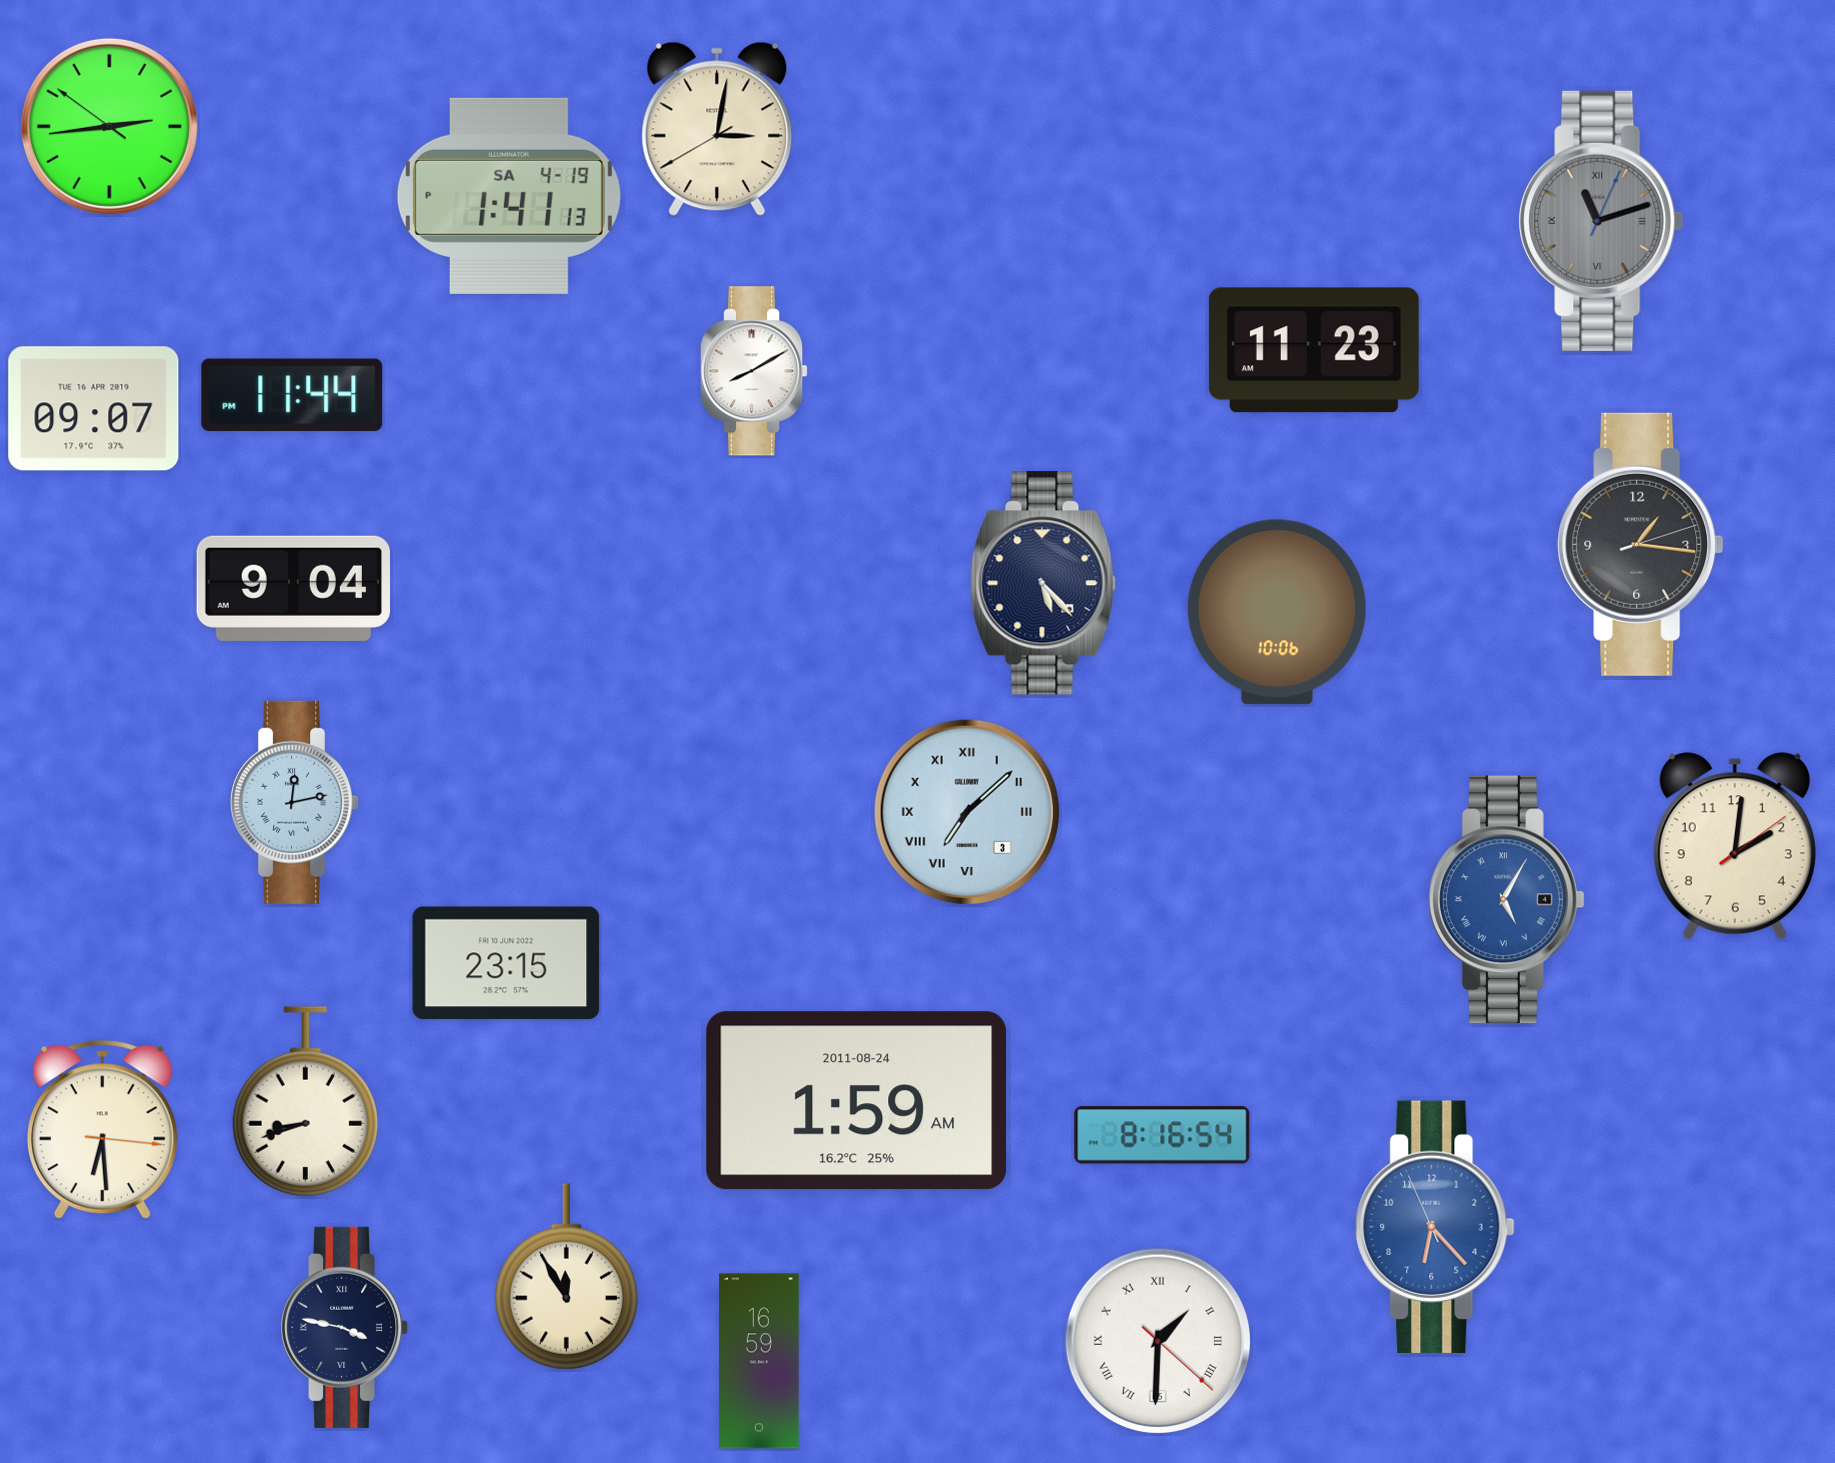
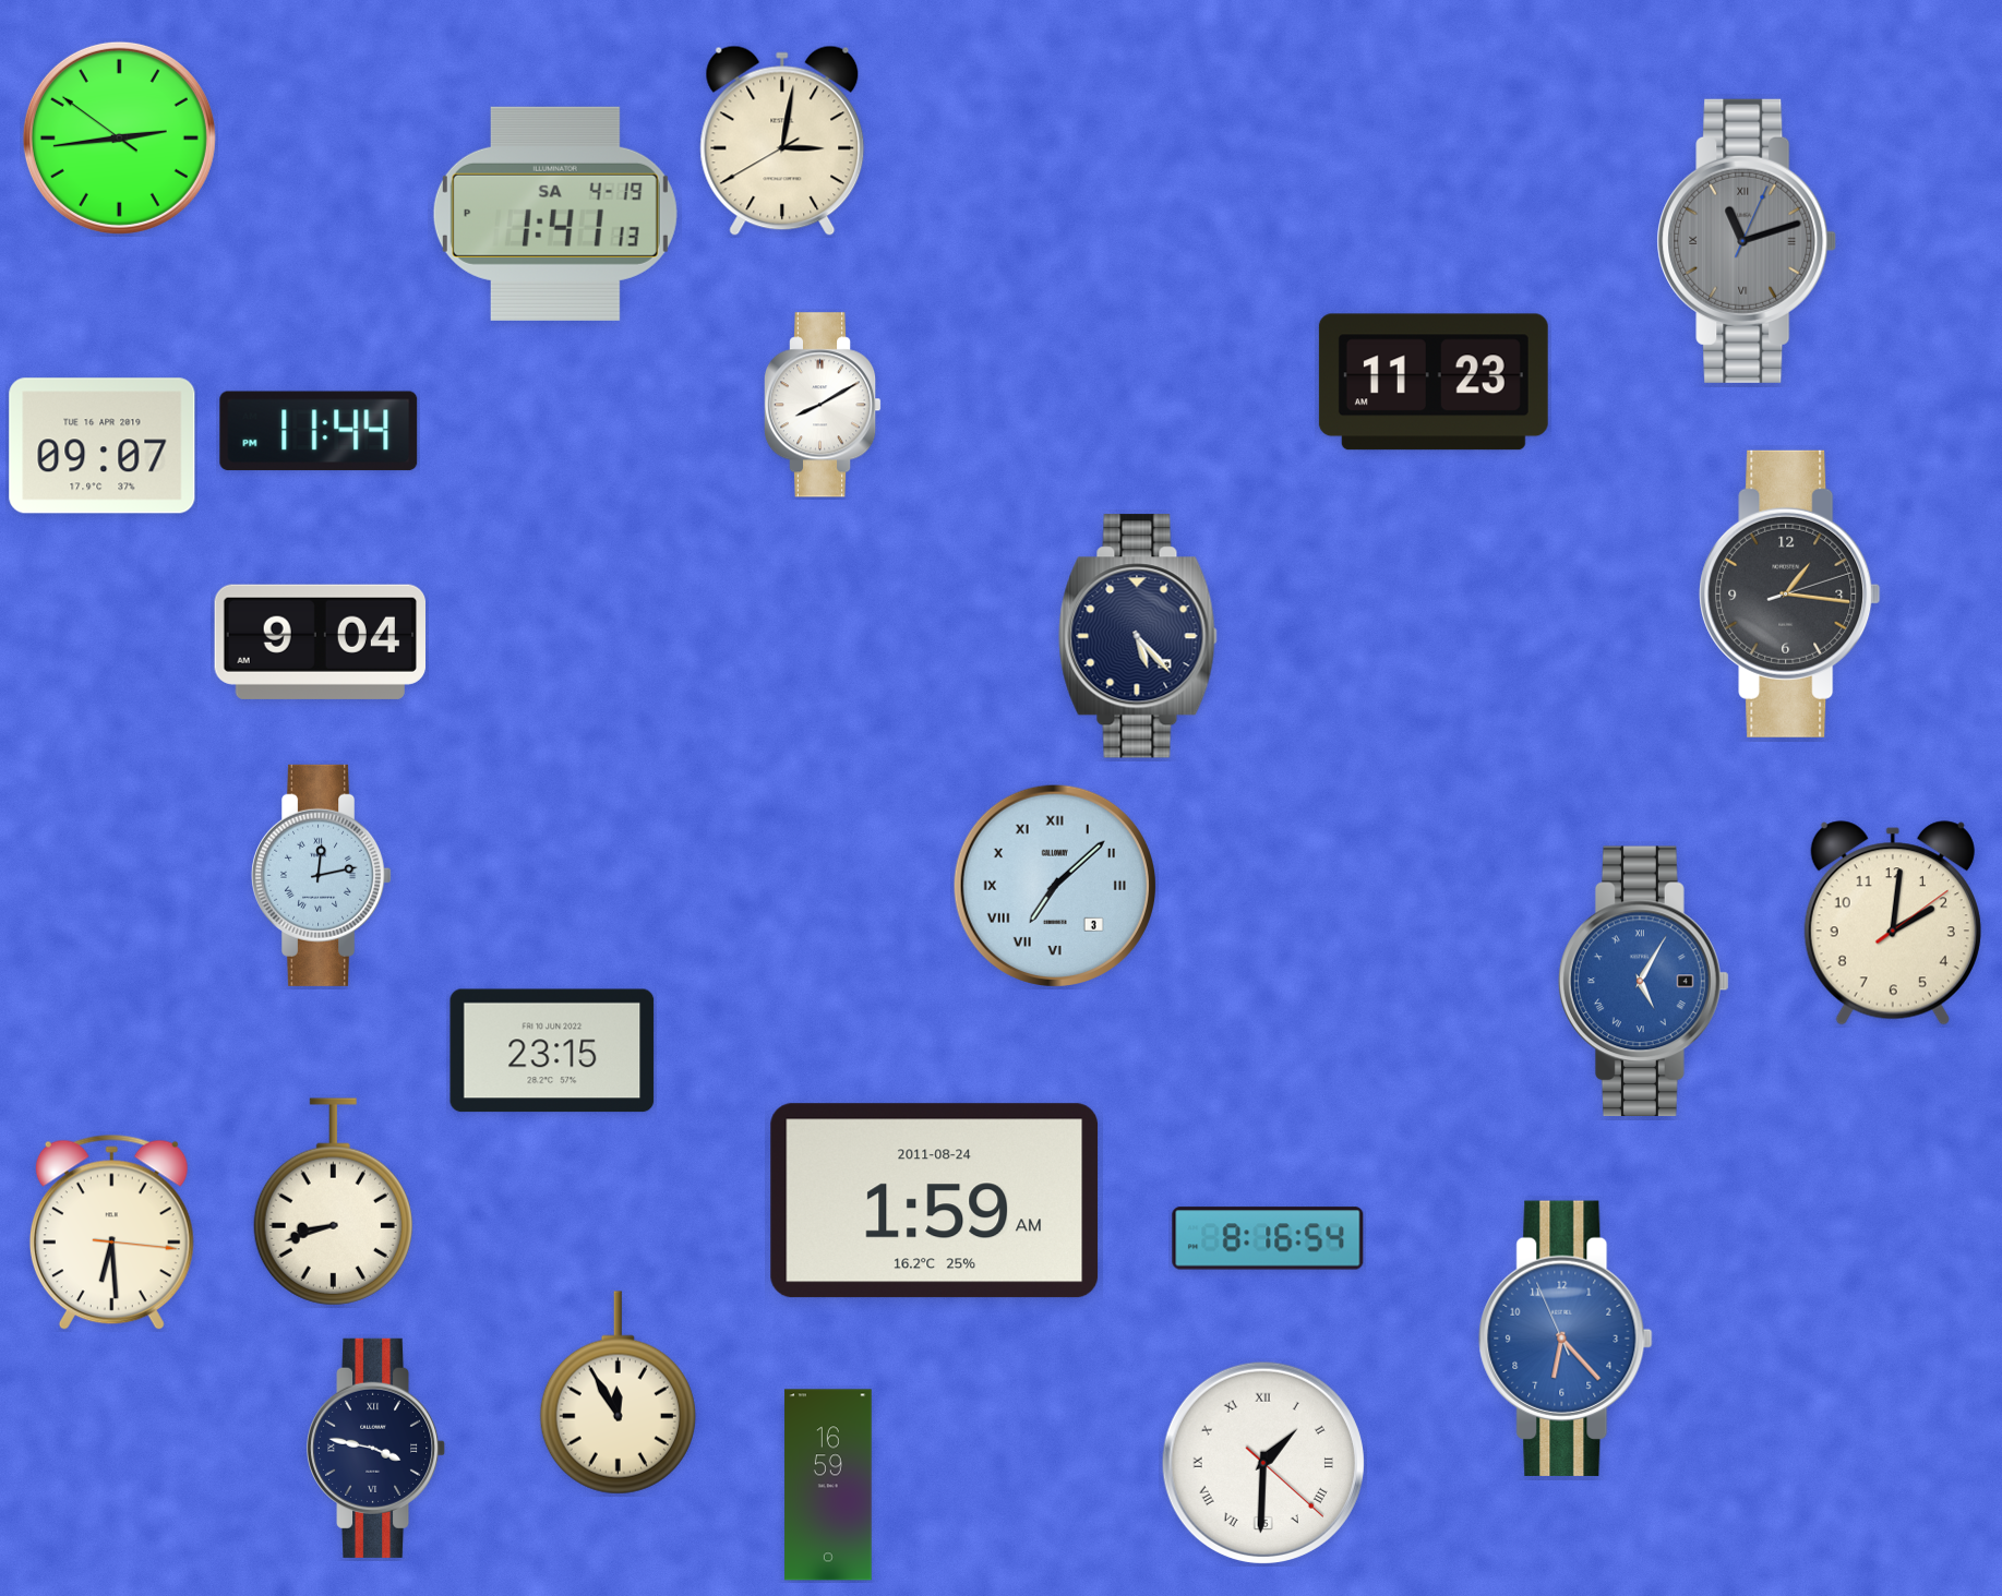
clock at (1277, 612): 10:06 -> none
